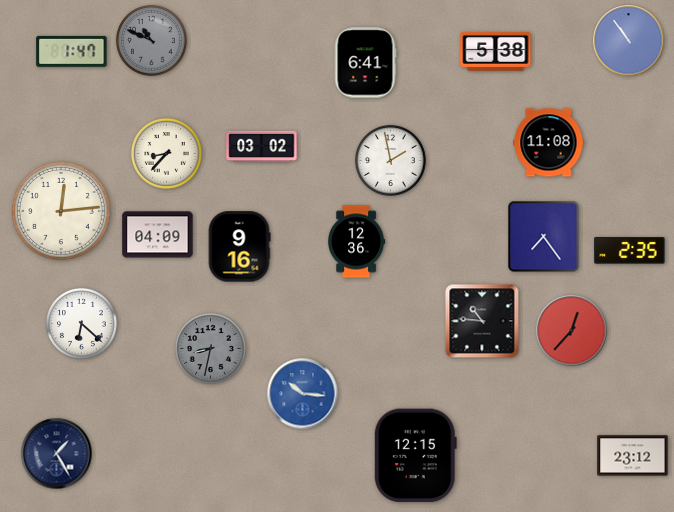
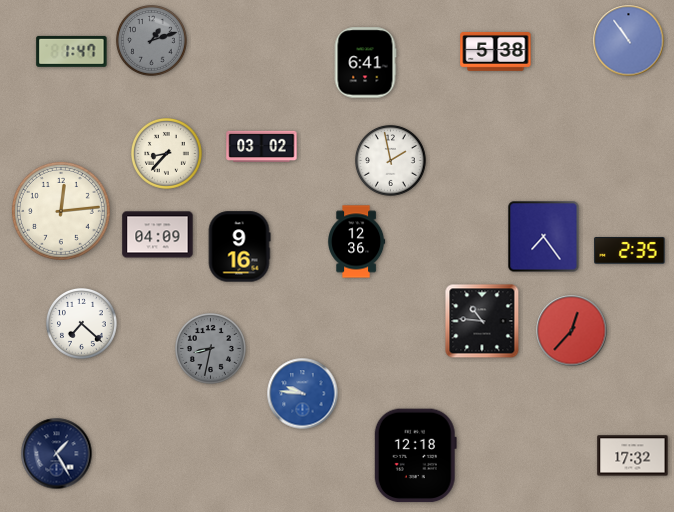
clock at (152, 41): 10:49 -> 1:12
clock at (549, 143): 11:08 -> none
clock at (82, 324): 6:22 -> 7:22
clock at (303, 394): 10:16 -> 9:46
clock at (415, 456): 12:15 -> 12:18
clock at (633, 456): 23:12 -> 17:32
